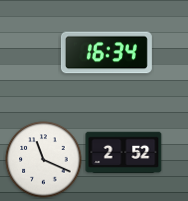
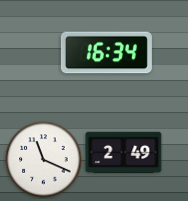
clock at (124, 153): 2:52 -> 2:49
